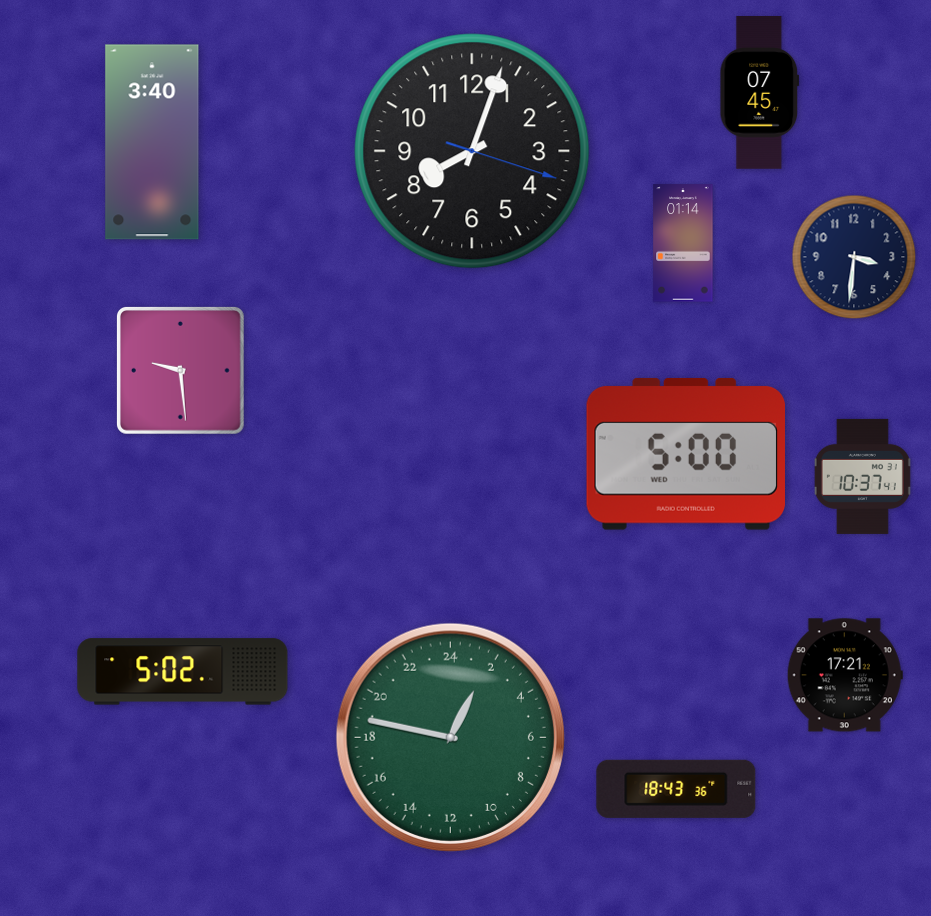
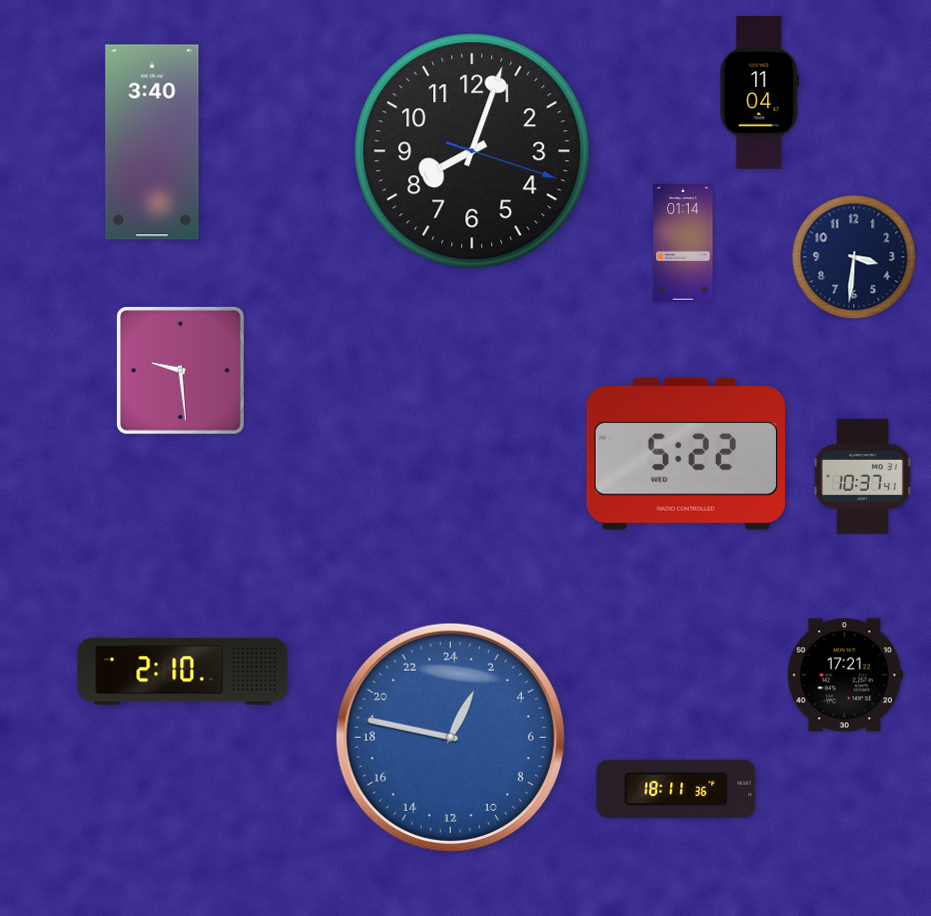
clock at (760, 93): 07:45 -> 11:04
clock at (685, 454): 5:00 -> 5:22
clock at (183, 672): 5:02 -> 2:10
clock at (450, 737) dial: green -> blue
clock at (676, 789): 18:43 -> 18:11
